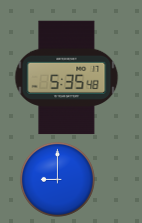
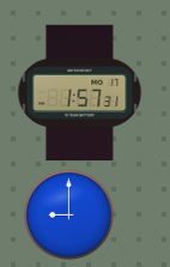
clock at (67, 78): 5:35 -> 1:57
